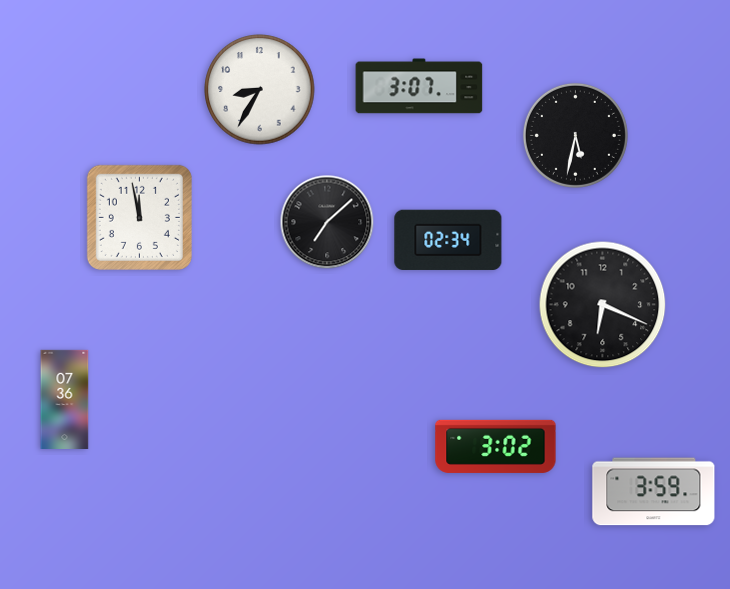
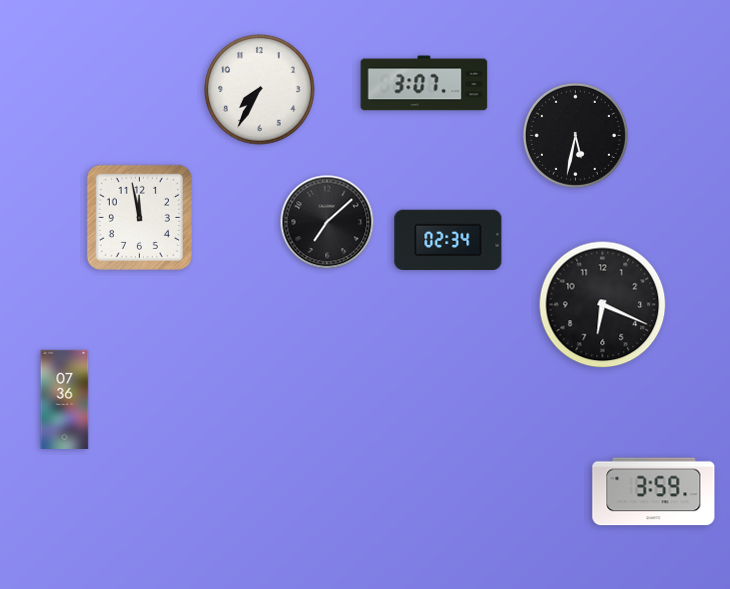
clock at (419, 86) position: (419, 86) -> (424, 83)
clock at (260, 90): 8:35 -> 7:35
clock at (496, 446): 3:02 -> none
